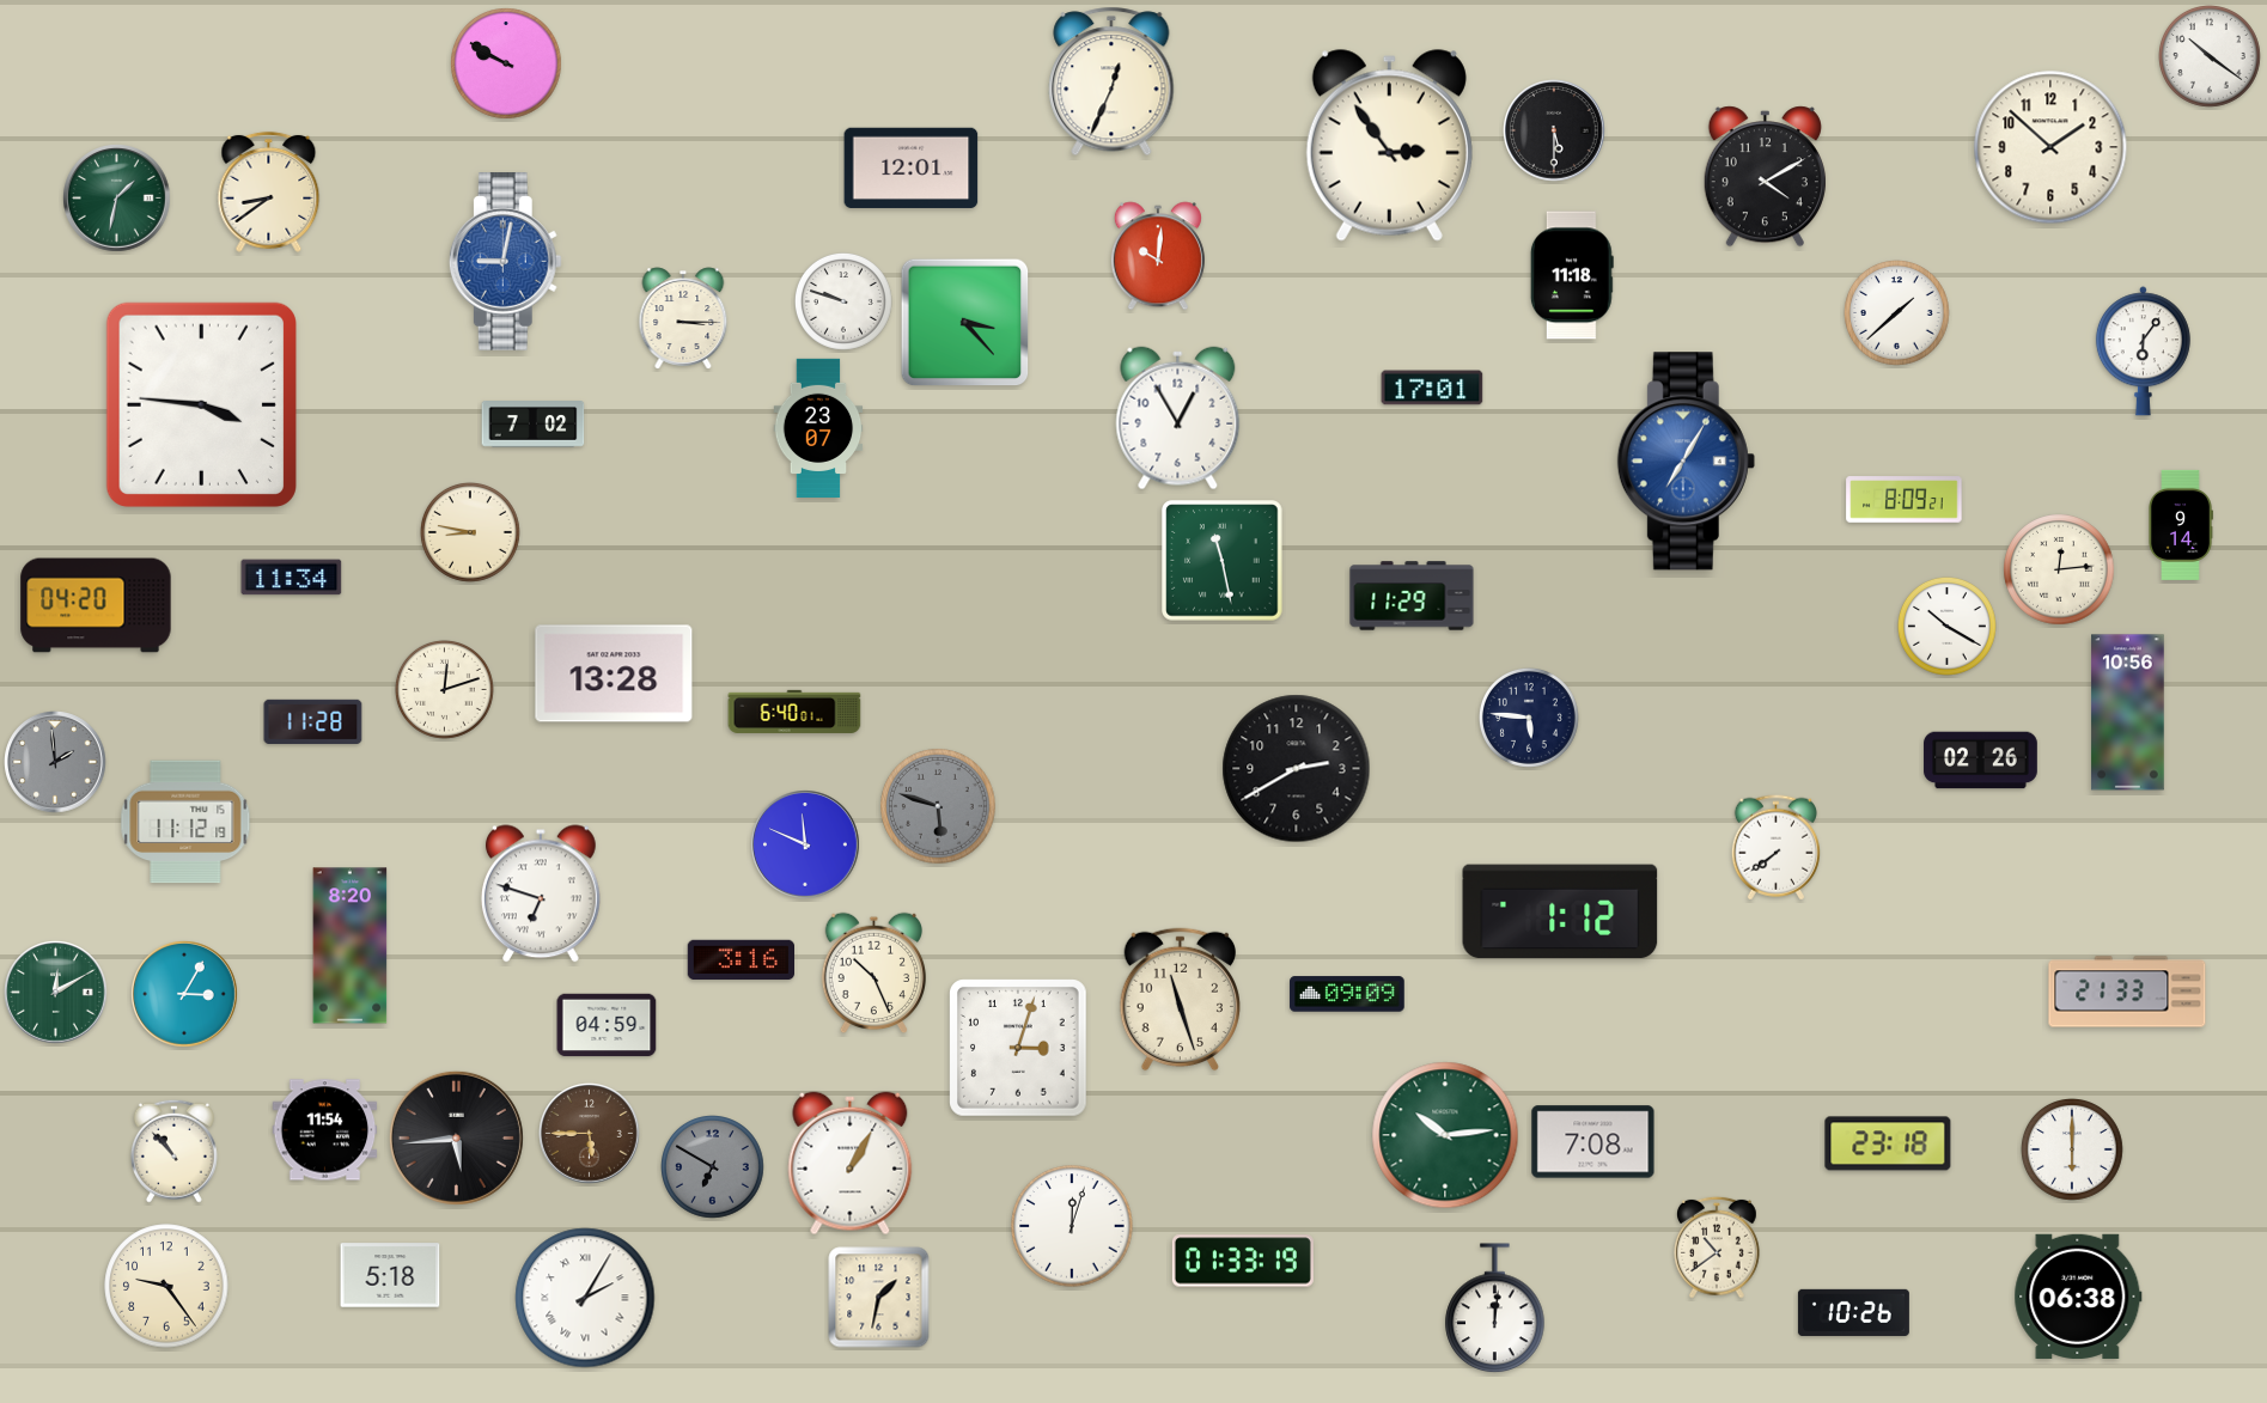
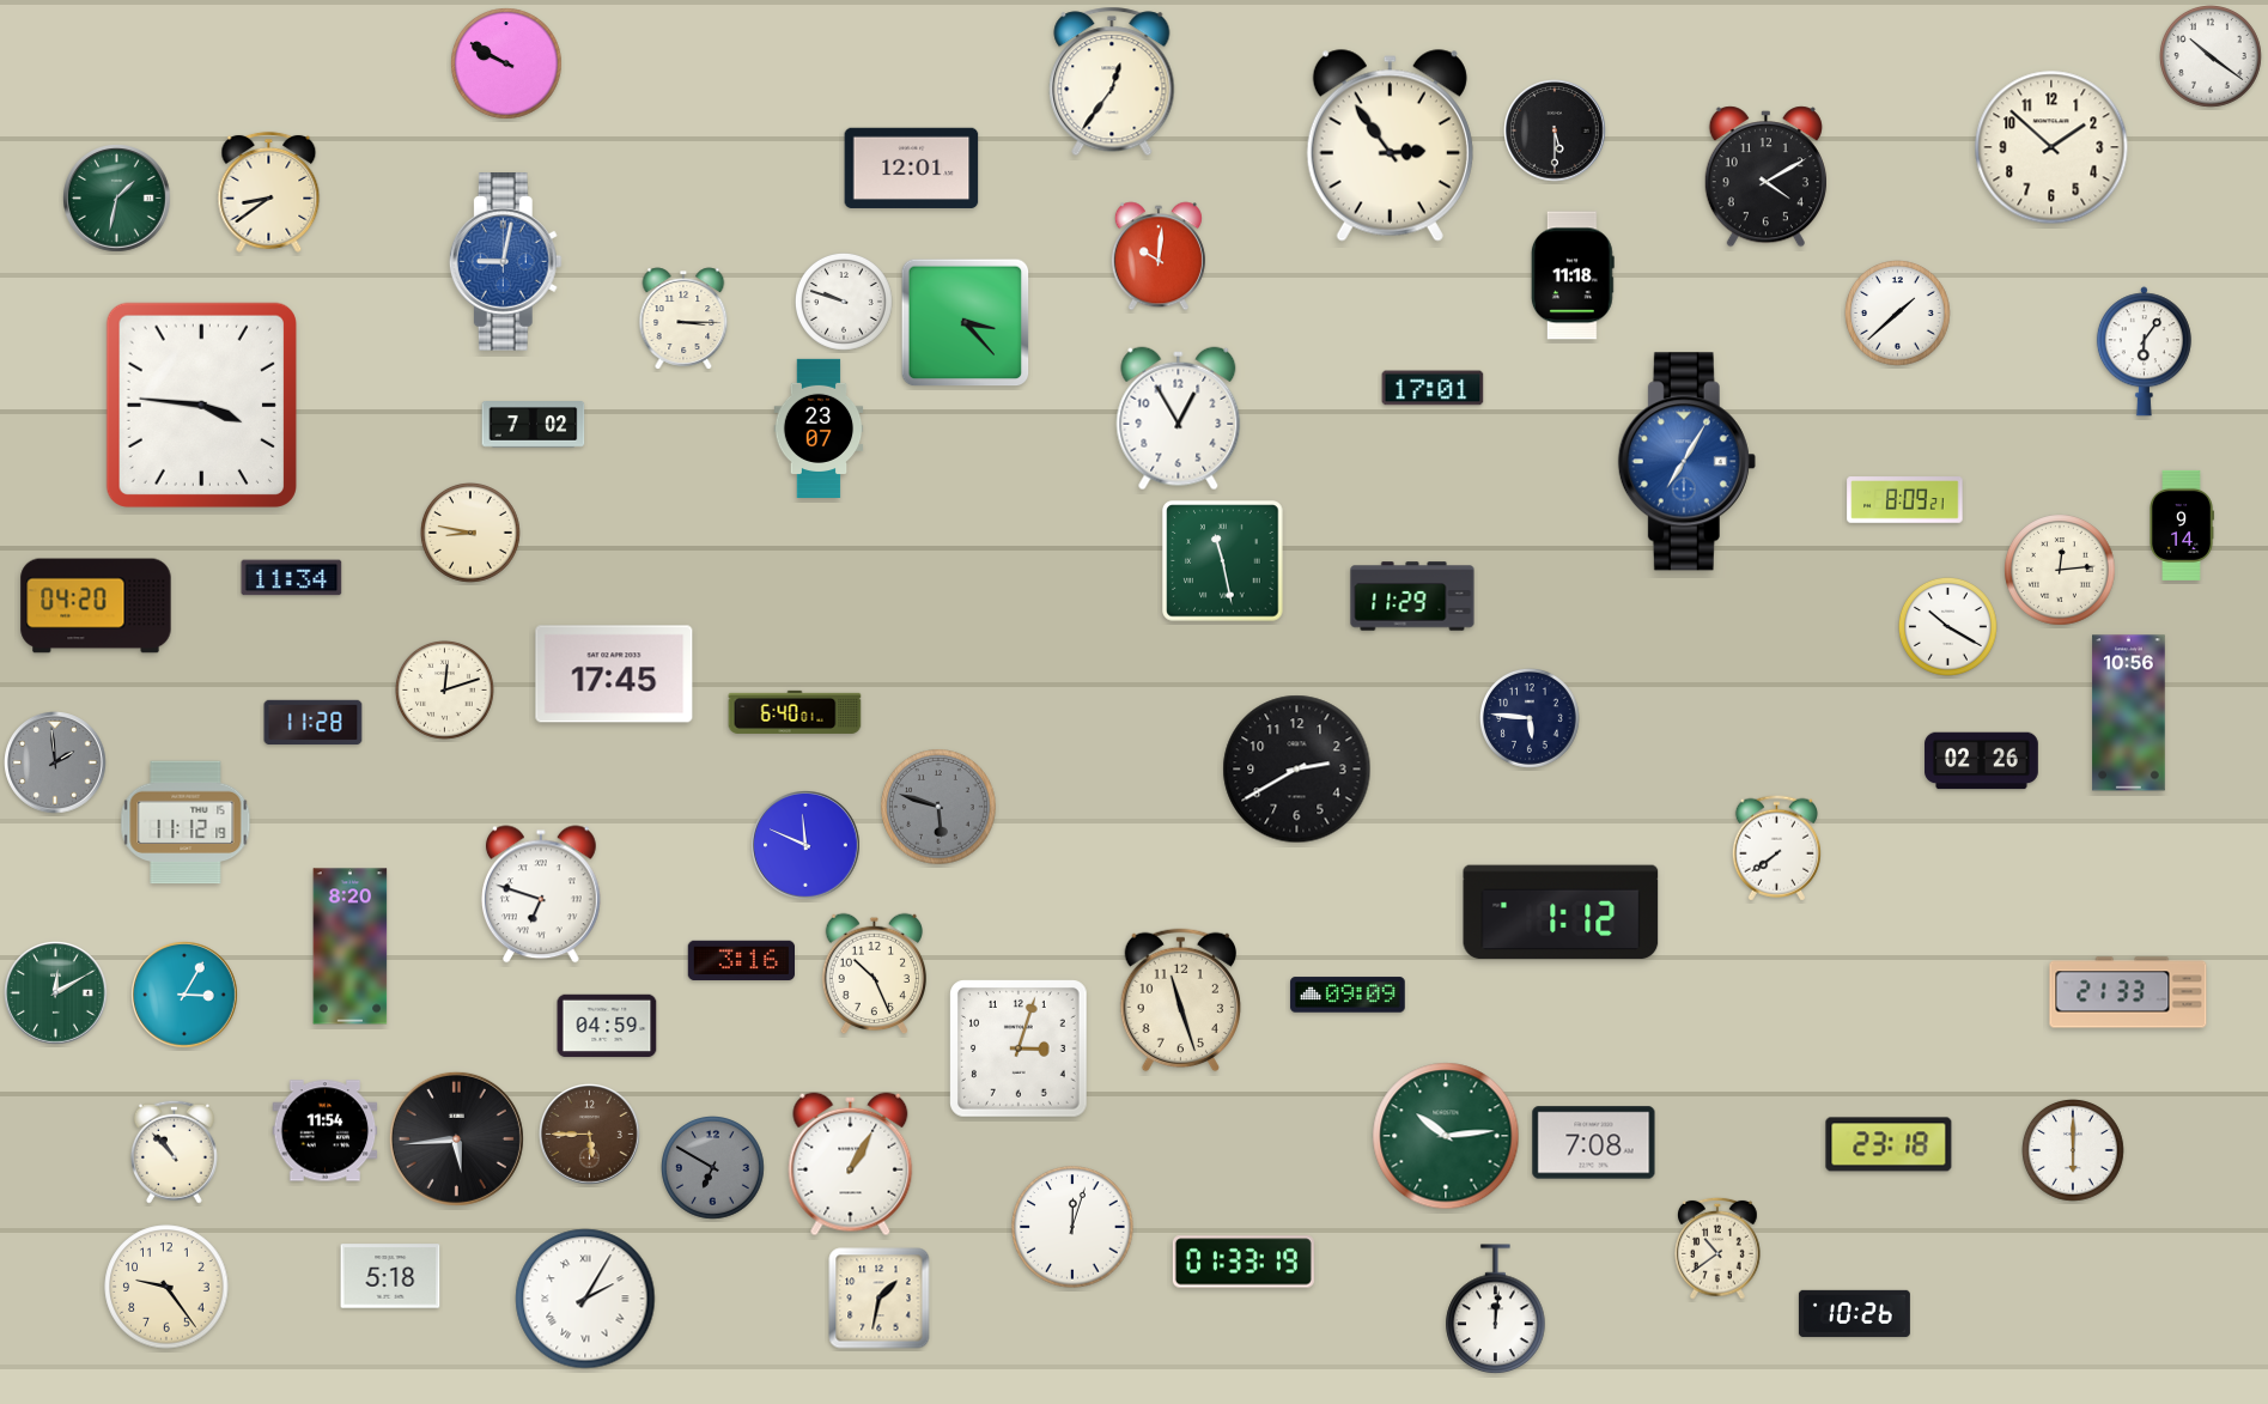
clock at (1111, 81): 12:34 -> 12:36
clock at (614, 673): 13:28 -> 17:45
clock at (2078, 1295): 06:38 -> none
